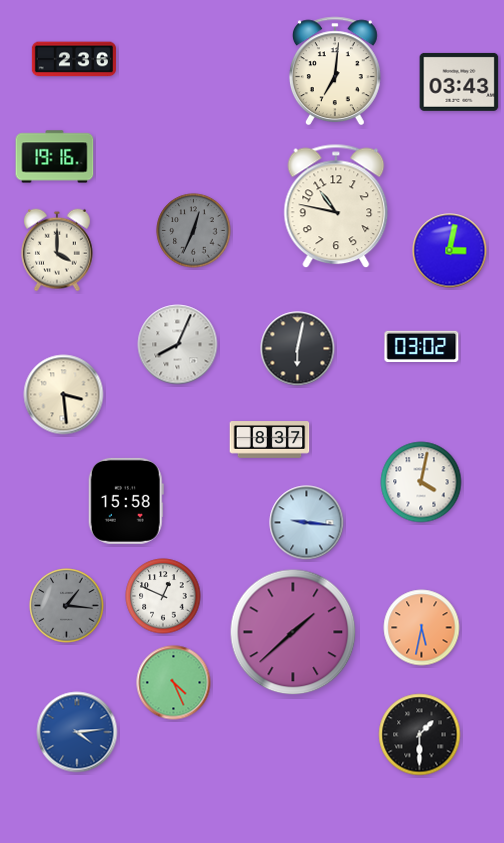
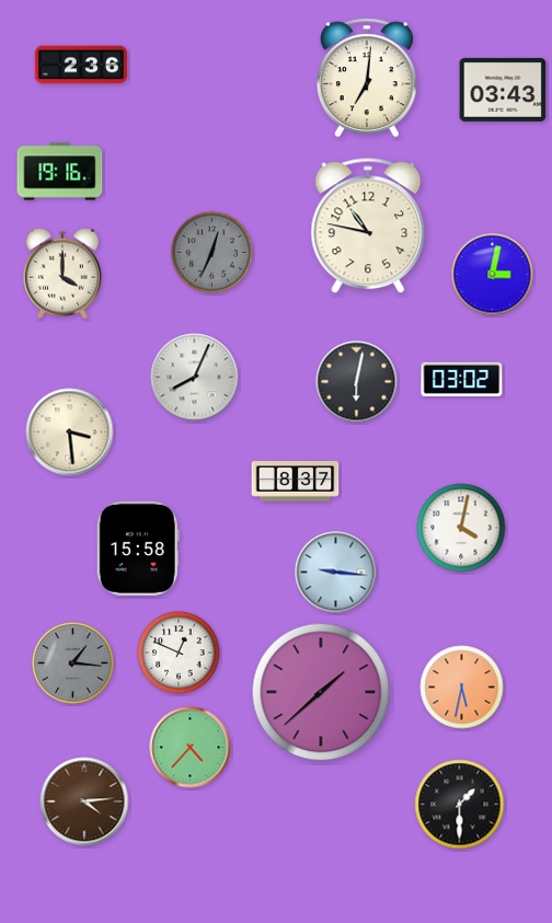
clock at (298, 349) position: (298, 349) -> (357, 382)
clock at (174, 683): 4:26 -> 4:37
clock at (77, 732) dial: blue -> brown
